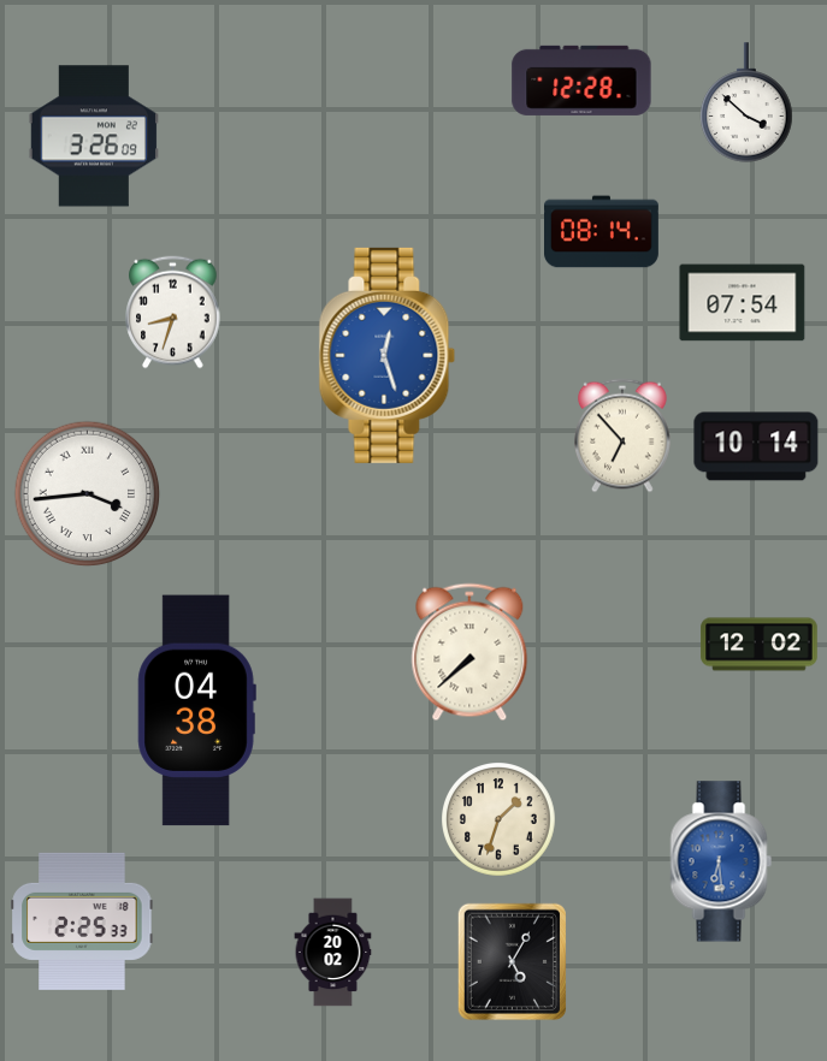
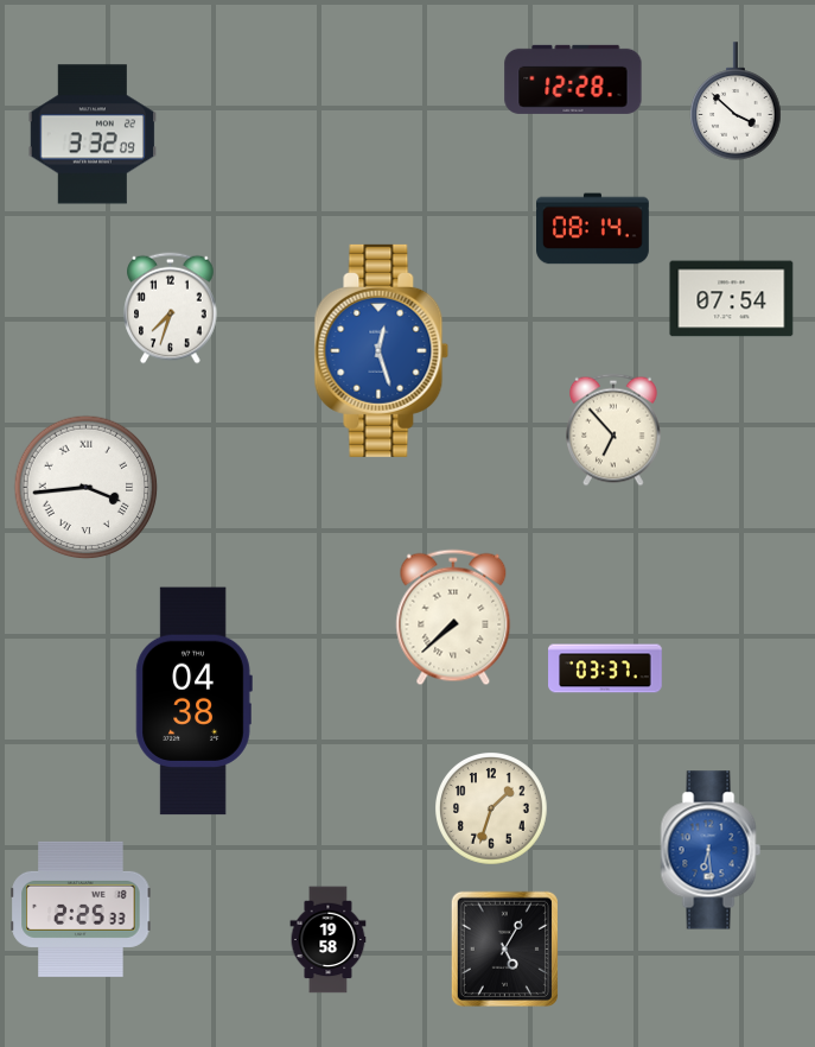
clock at (93, 136): 3:26 -> 3:32
clock at (173, 313): 8:33 -> 7:33
clock at (756, 446): 10:14 -> none
clock at (760, 645): 12:02 -> none
clock at (469, 652) position: (469, 652) -> (453, 617)
clock at (605, 668): none -> 03:37
clock at (333, 953): 20:02 -> 19:58
